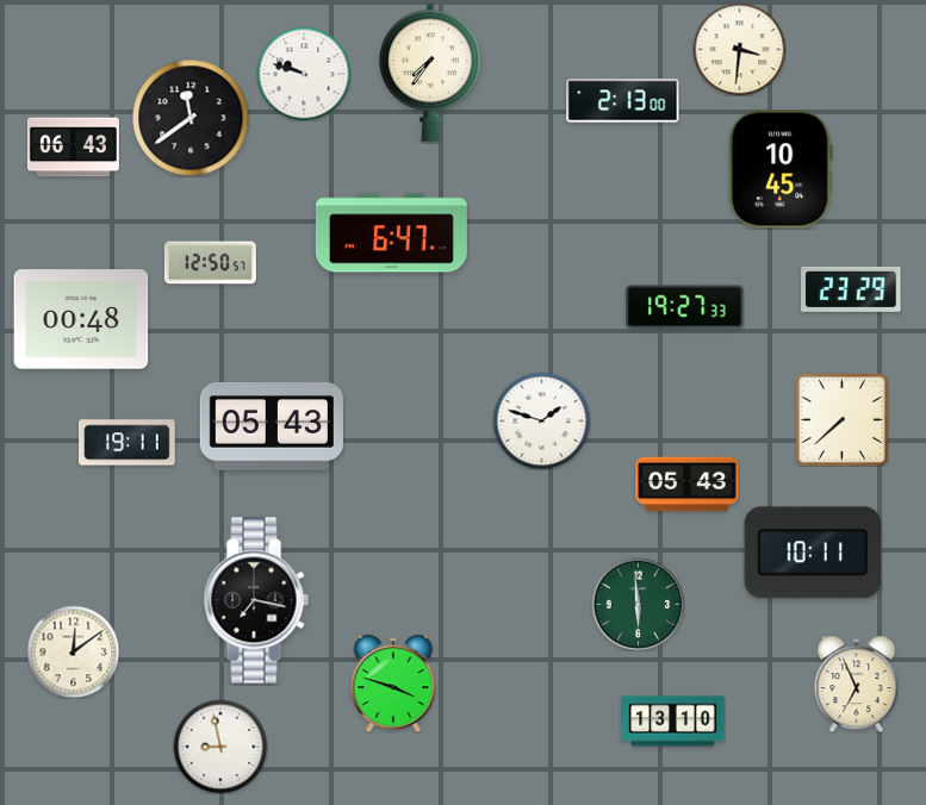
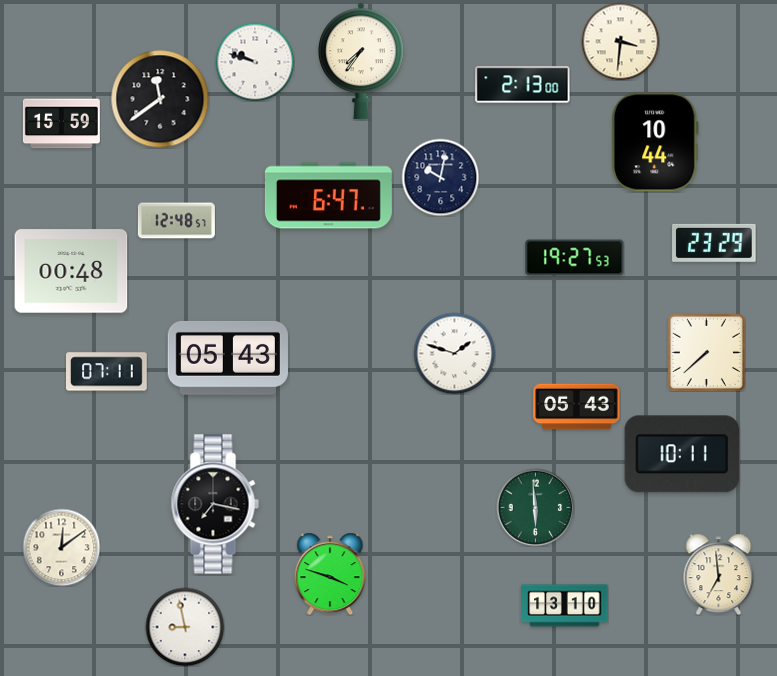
clock at (73, 148): 06:43 -> 15:59
clock at (782, 169): 10:45 -> 10:44
clock at (440, 177): none -> 10:02
clock at (210, 263): 12:50 -> 12:48
clock at (685, 307): 19:27:33 -> 19:27:53
clock at (81, 319) position: (81, 319) -> (71, 271)
clock at (128, 443): 19:11 -> 07:11
clock at (813, 553) position: (813, 553) -> (682, 454)
clock at (857, 684): 6:56 -> 6:59
